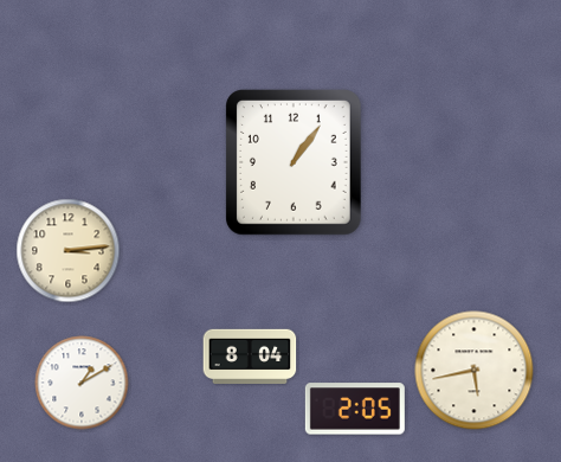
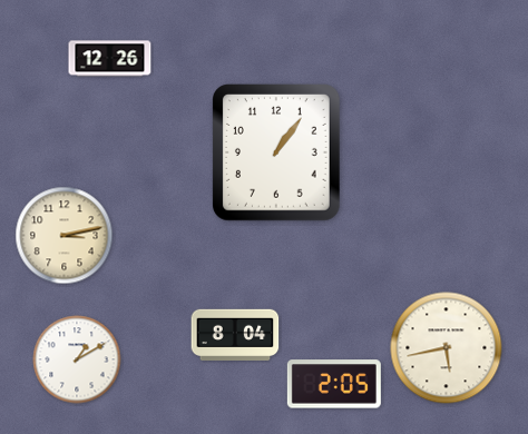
clock at (110, 59): none -> 12:26
clock at (69, 251): 3:14 -> 3:13
